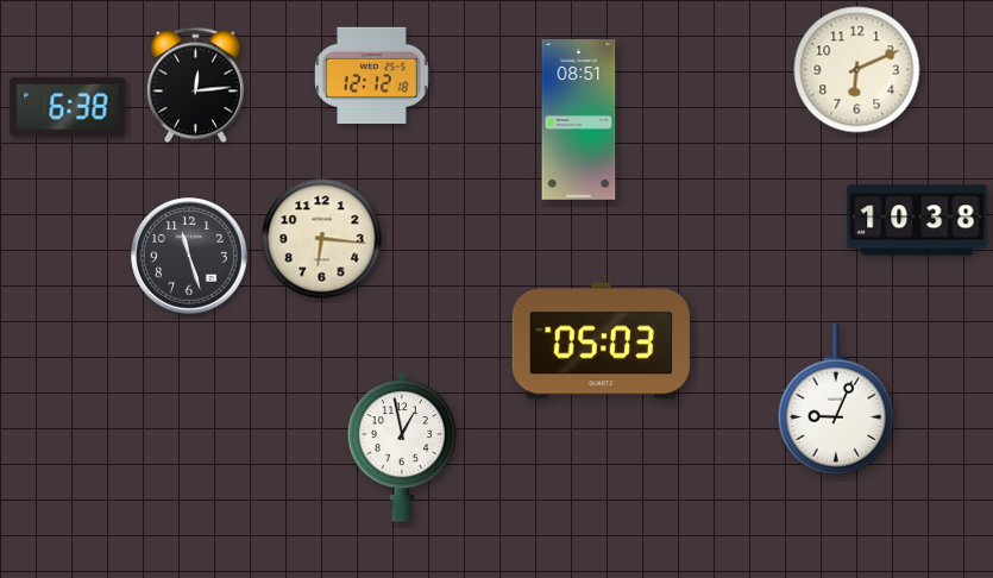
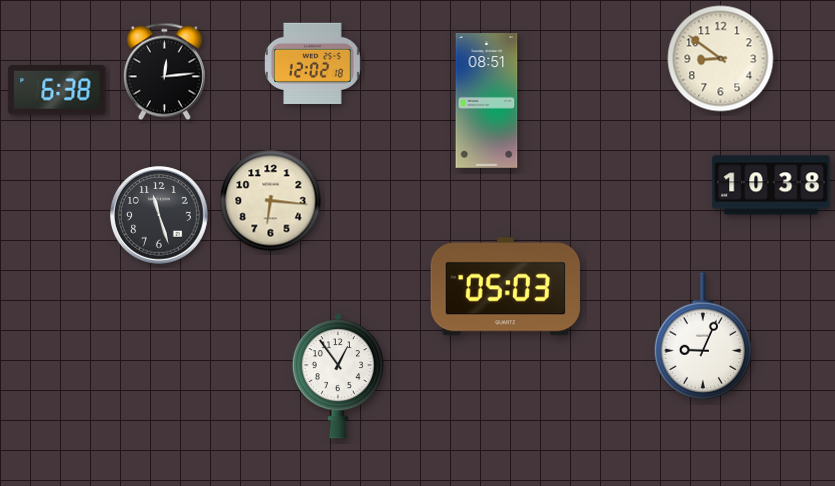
clock at (857, 70): 6:11 -> 8:51
clock at (372, 75): 12:12 -> 12:02
clock at (402, 447): 12:58 -> 12:54
